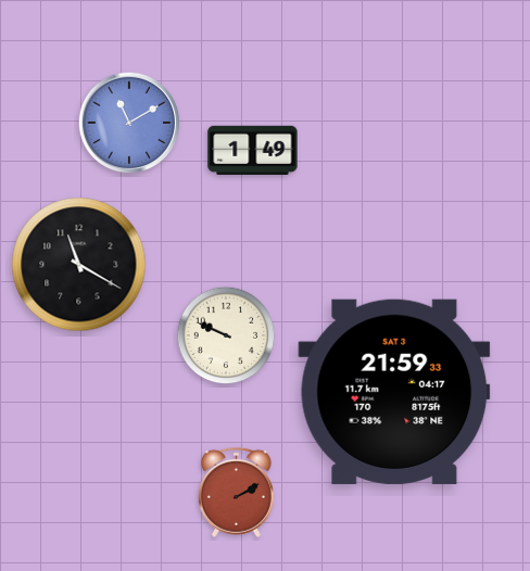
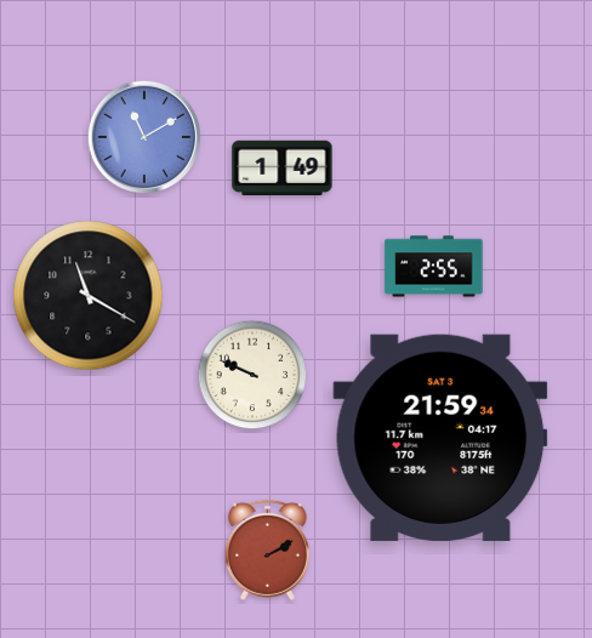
clock at (434, 267): none -> 2:55
clock at (394, 392): 21:59:33 -> 21:59:34
clock at (236, 492) position: (236, 492) -> (267, 549)
